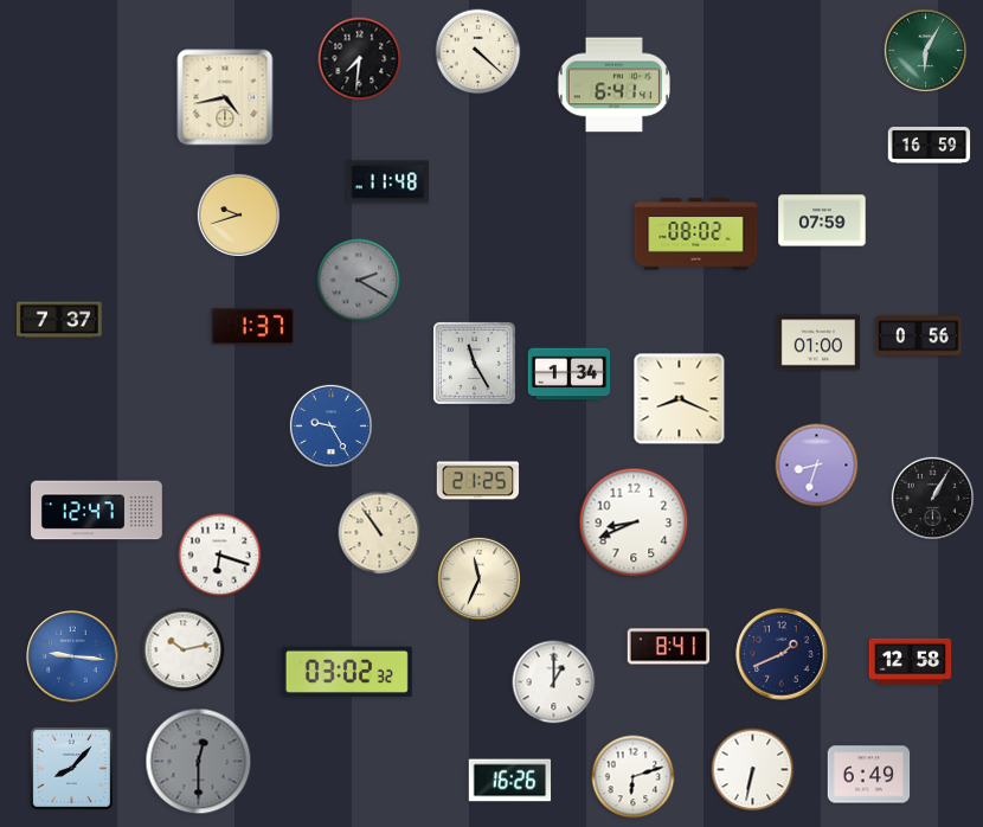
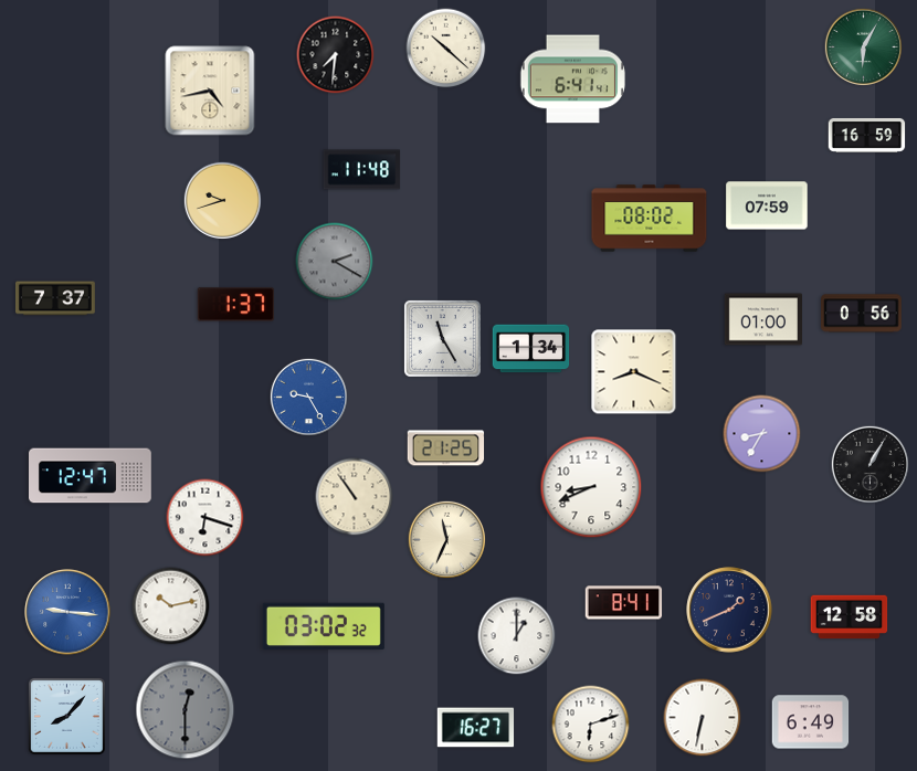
clock at (478, 52): 4:22 -> 10:22
clock at (919, 336) position: (919, 336) -> (862, 314)
clock at (817, 466): 8:33 -> 8:35
clock at (510, 781): 16:26 -> 16:27
